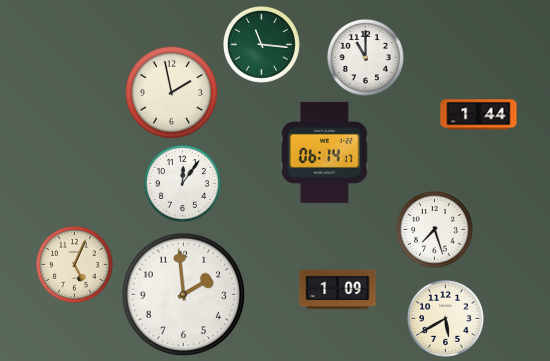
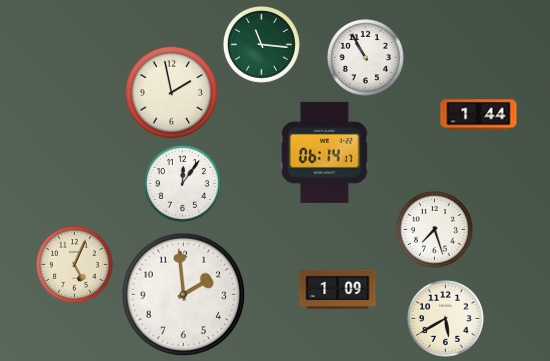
clock at (365, 57): 11:00 -> 10:55
